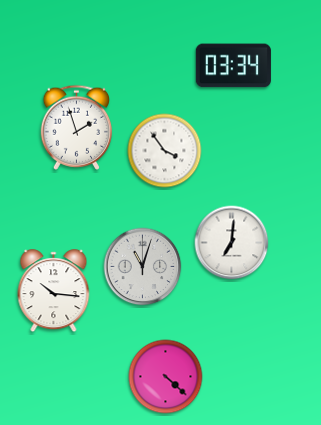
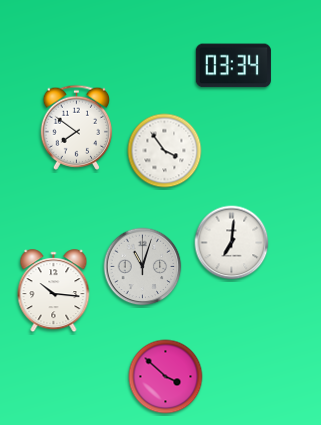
clock at (77, 127): 1:57 -> 7:51
clock at (166, 377): 4:22 -> 3:52
